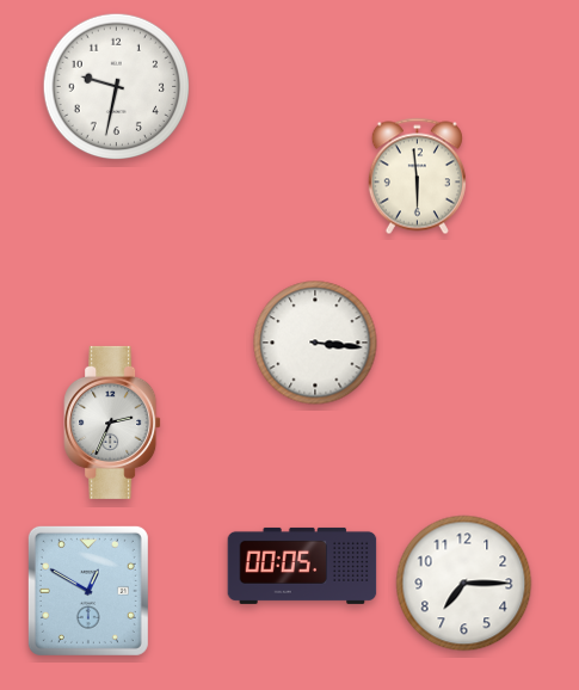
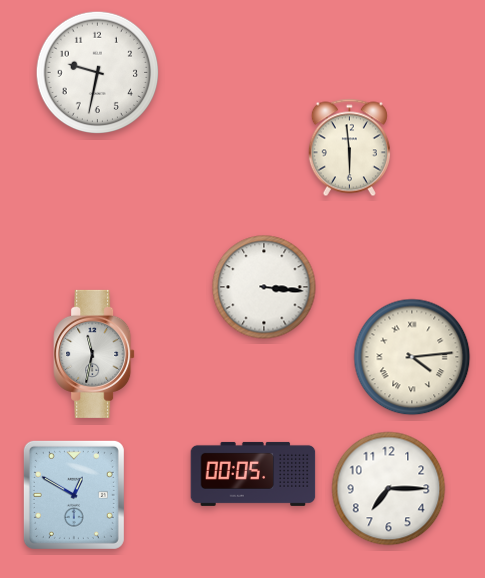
clock at (112, 423): 2:34 -> 11:32
clock at (412, 357): none -> 4:14
